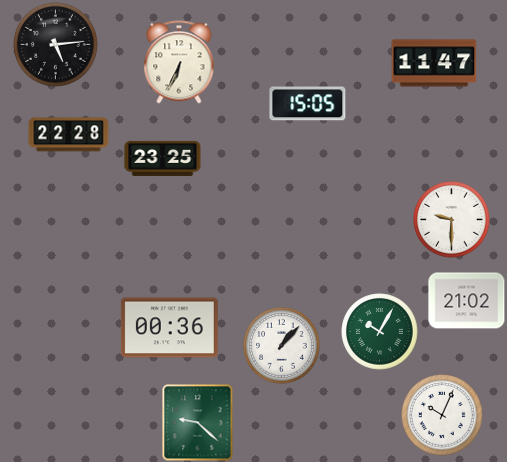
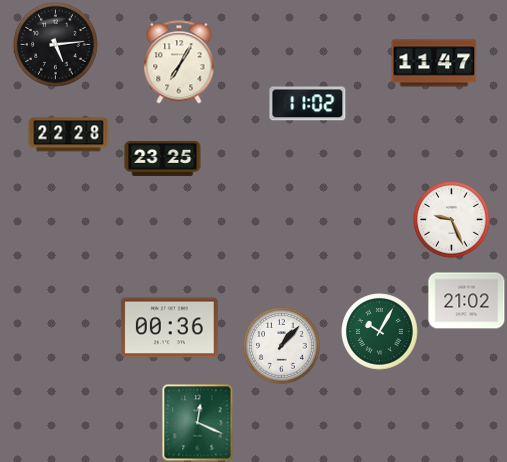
clock at (179, 62): 6:34 -> 7:05
clock at (308, 104): 15:05 -> 11:02
clock at (452, 220): 9:30 -> 9:26
clock at (443, 416): 10:04 -> none
clock at (198, 423): 9:22 -> 12:19
